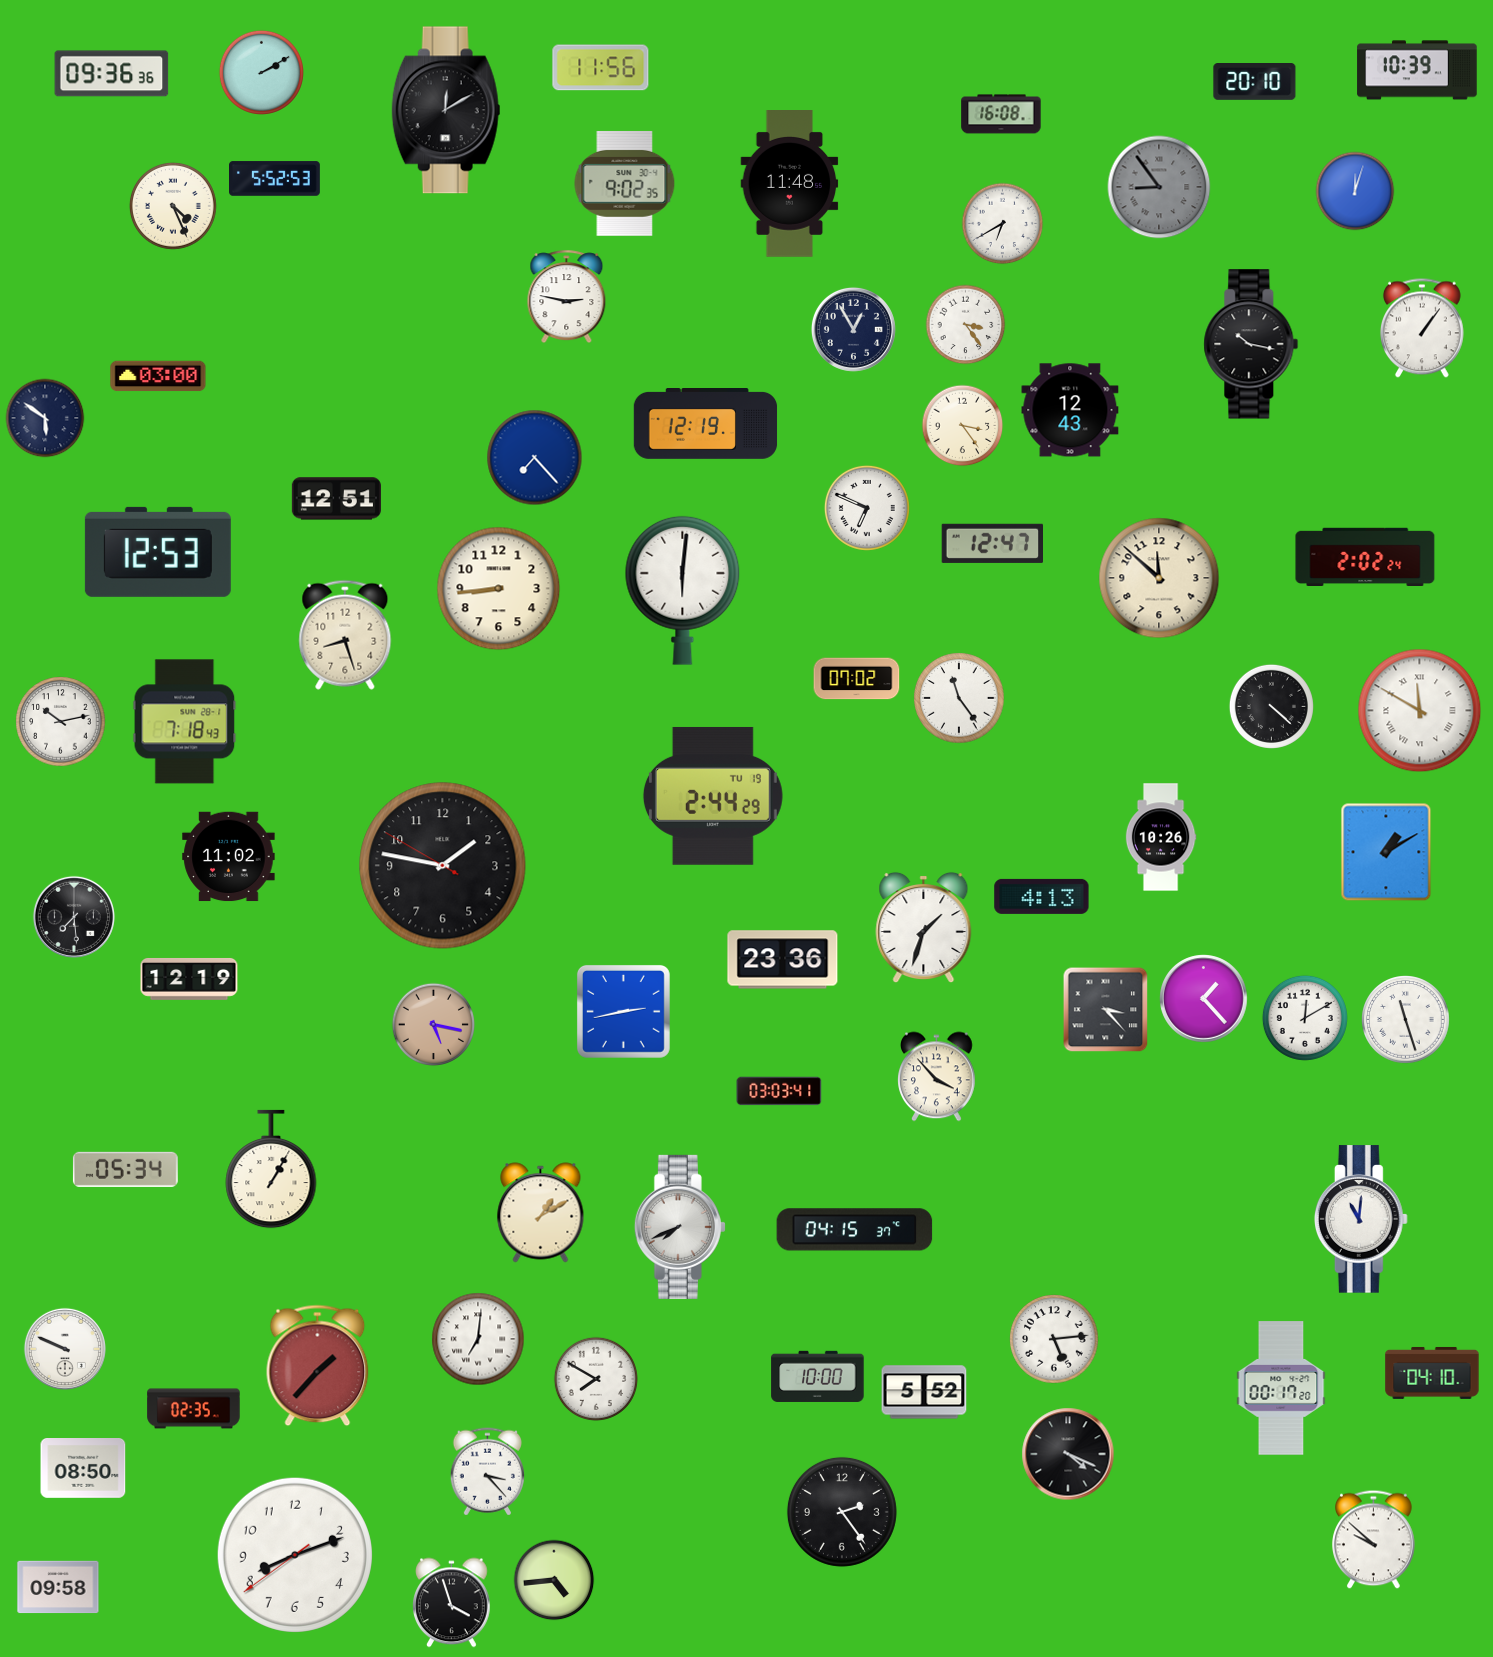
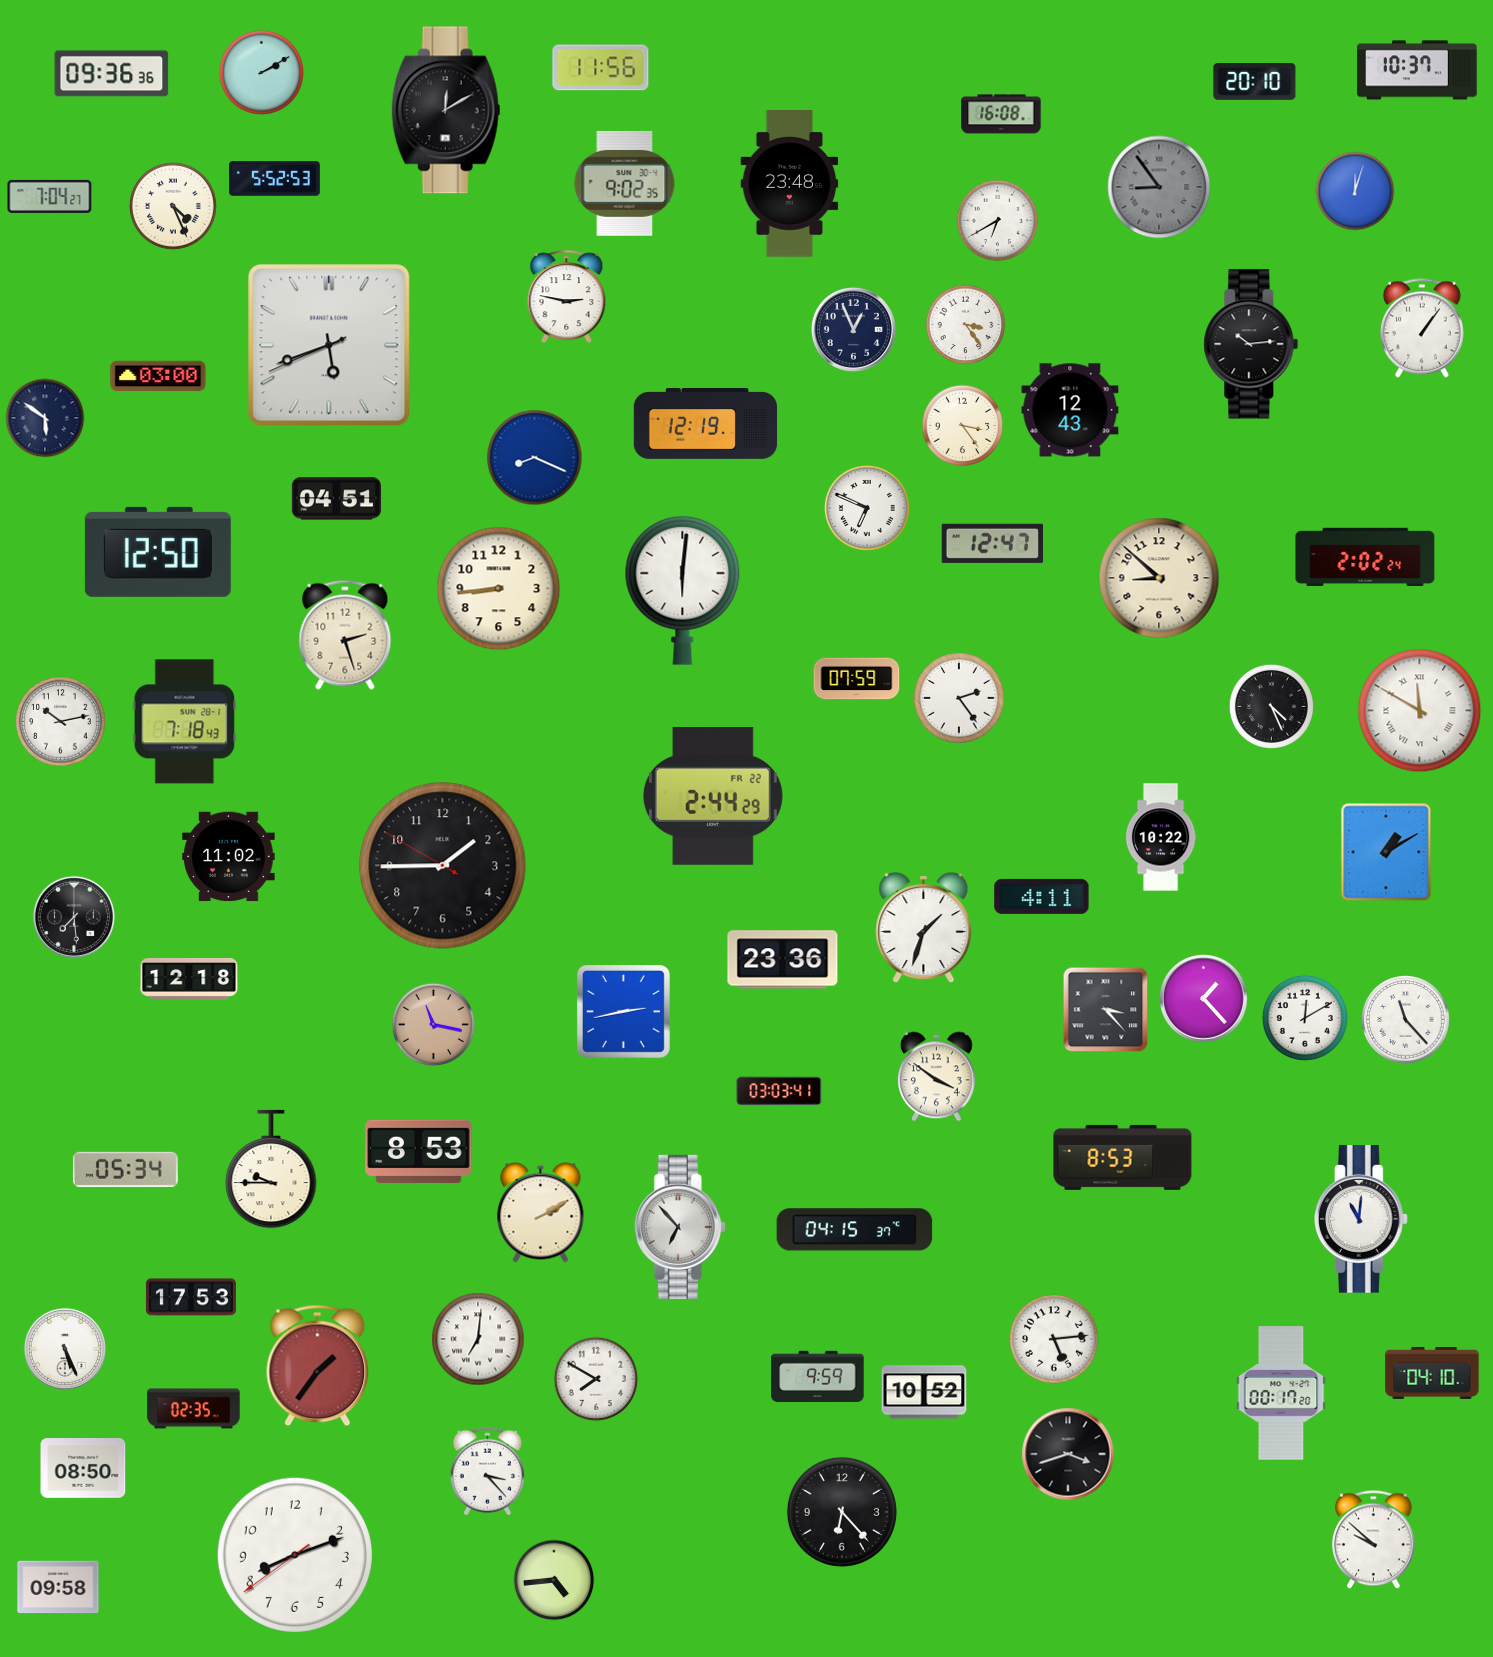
clock at (1417, 70): 10:39 -> 10:37
clock at (790, 184): 11:48 -> 23:48
clock at (50, 196): none -> 7:04
clock at (1003, 224) position: (1003, 224) -> (998, 221)
clock at (853, 329): 12:55 -> 12:56
clock at (1251, 344): 10:17 -> 10:14
clock at (329, 345): none -> 5:41
clock at (535, 458): 7:23 -> 8:19
clock at (336, 499): 12:51 -> 04:51
clock at (158, 552): 12:53 -> 12:50
clock at (1159, 578): 11:52 -> 8:52
clock at (345, 635): 8:27 -> 2:27
clock at (857, 679): 07:02 -> 07:59
clock at (959, 698): 11:24 -> 2:24
clock at (1271, 706): 4:22 -> 4:26
clock at (713, 796) date: TU 19 -> FR 22
clock at (1161, 837): 10:26 -> 10:22
clock at (443, 866): 1:46 -> 1:44
clock at (1042, 896): 4:13 -> 4:11
clock at (189, 979): 12:19 -> 12:18
clock at (1406, 1020): 11:27 -> 11:23
clock at (434, 1025): 5:17 -> 11:17
clock at (937, 1077): 3:53 -> 3:51
clock at (419, 1151): none -> 8:53
clock at (1123, 1157): none -> 8:53
clock at (271, 1169): 1:05 -> 9:45
clock at (541, 1213): 1:10 -> 2:10
clock at (680, 1227): 7:41 -> 6:53
clock at (191, 1297): none -> 17:53
clock at (65, 1349): 9:49 -> 5:26
clock at (318, 1366): 1:37 -> 1:36
clock at (818, 1376): 10:00 -> 9:59
clock at (1281, 1388) position: (1281, 1388) -> (1281, 1393)
clock at (924, 1392): 5:52 -> 10:52
clock at (1068, 1454): 4:19 -> 3:42
clock at (842, 1512): 2:24 -> 6:23
clock at (452, 1603): 3:57 -> none
